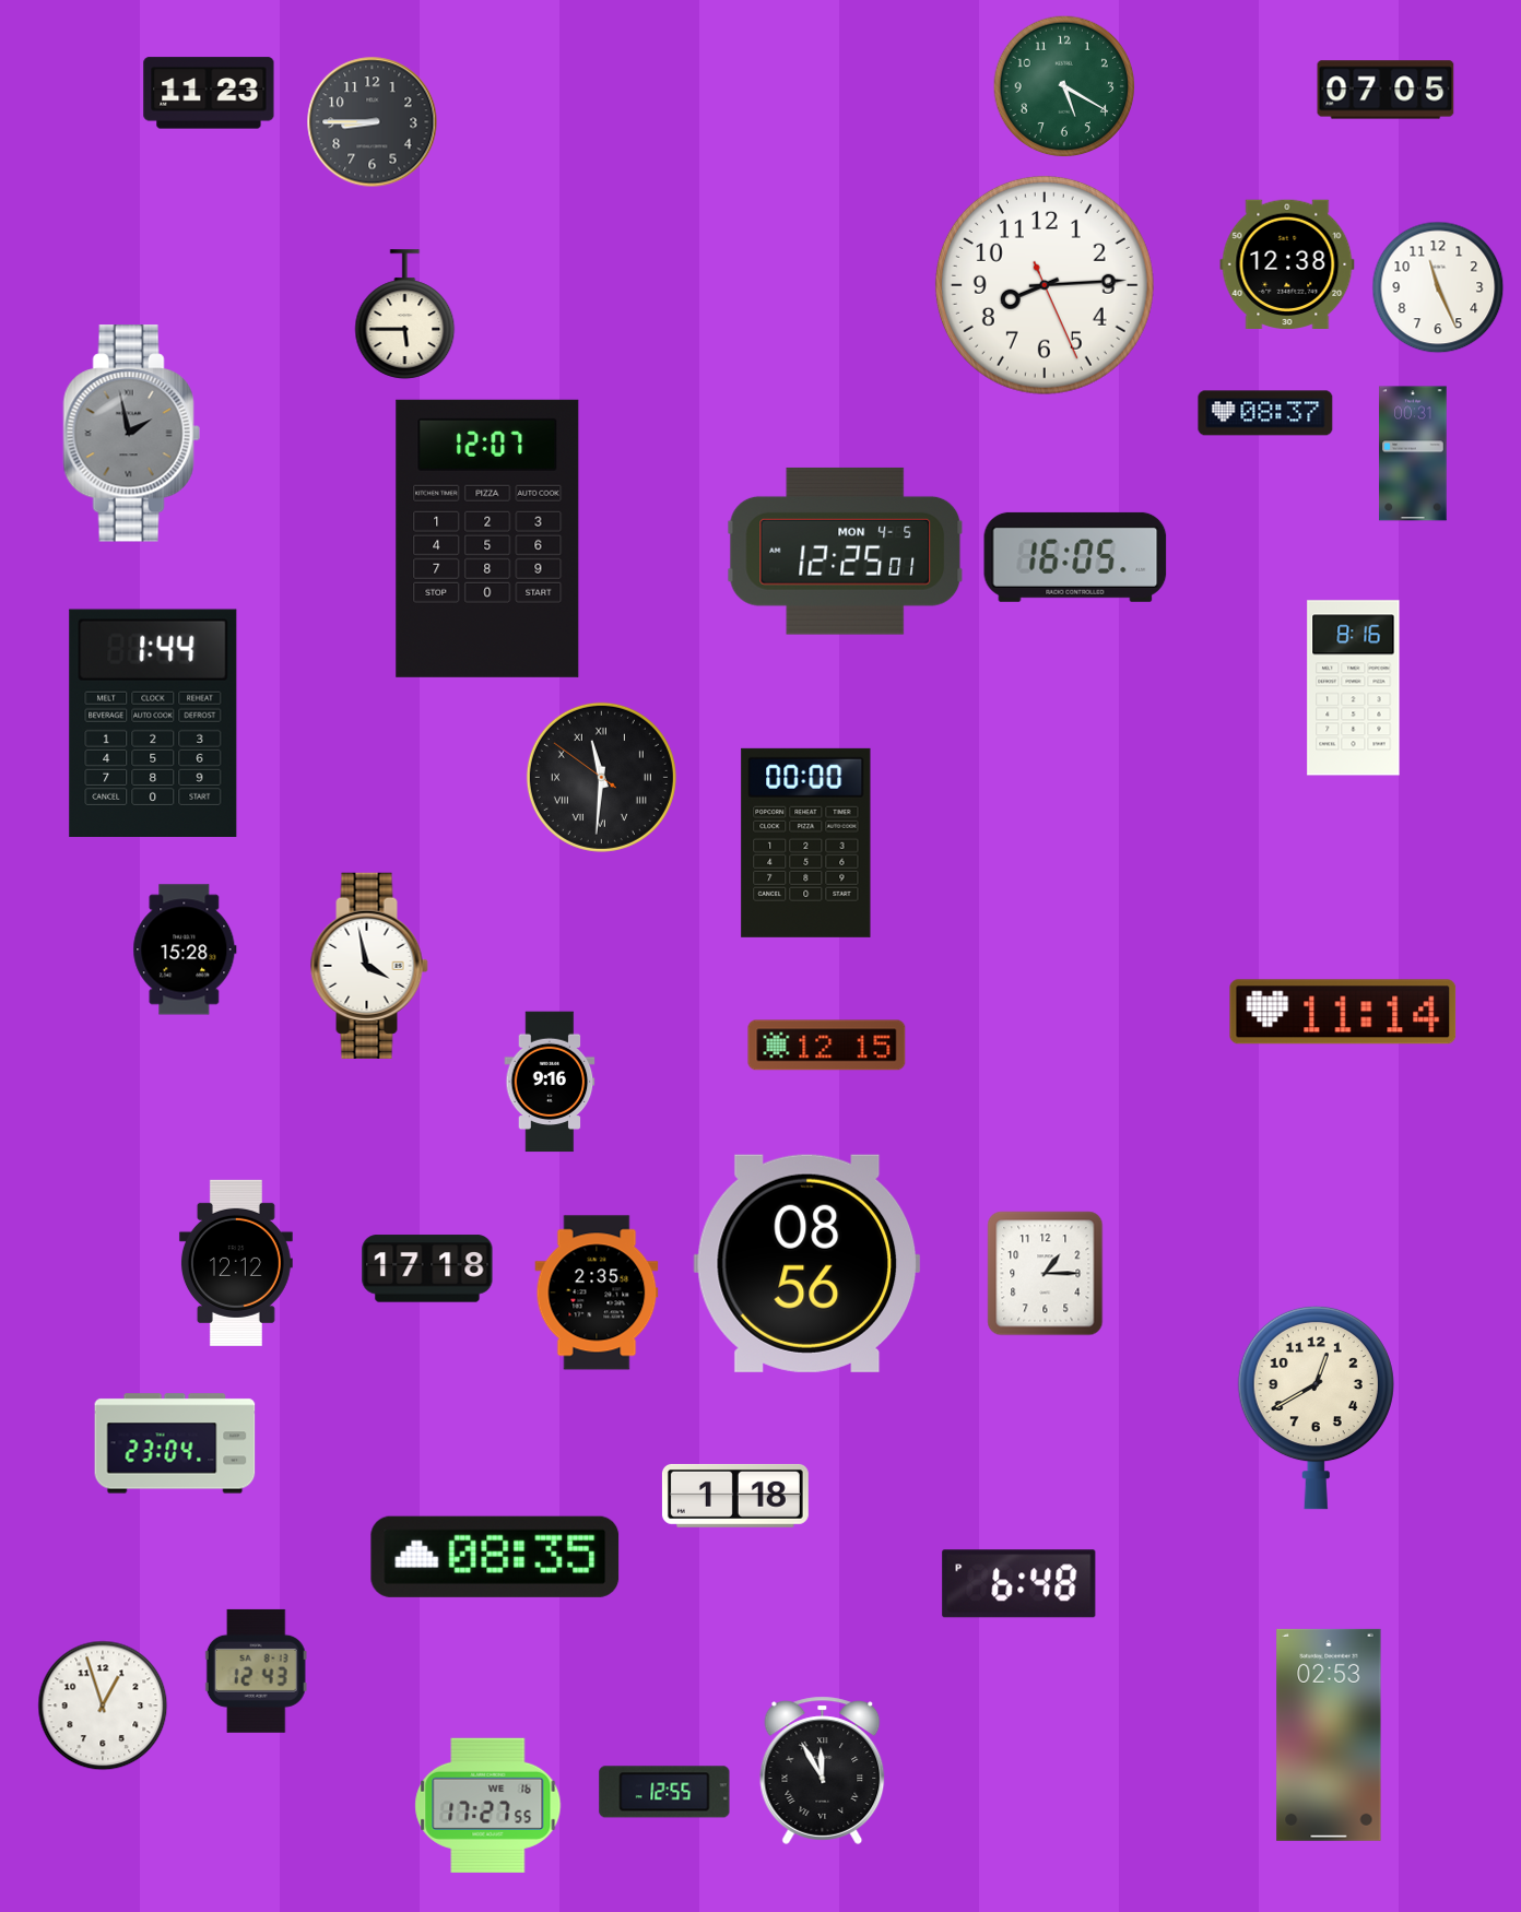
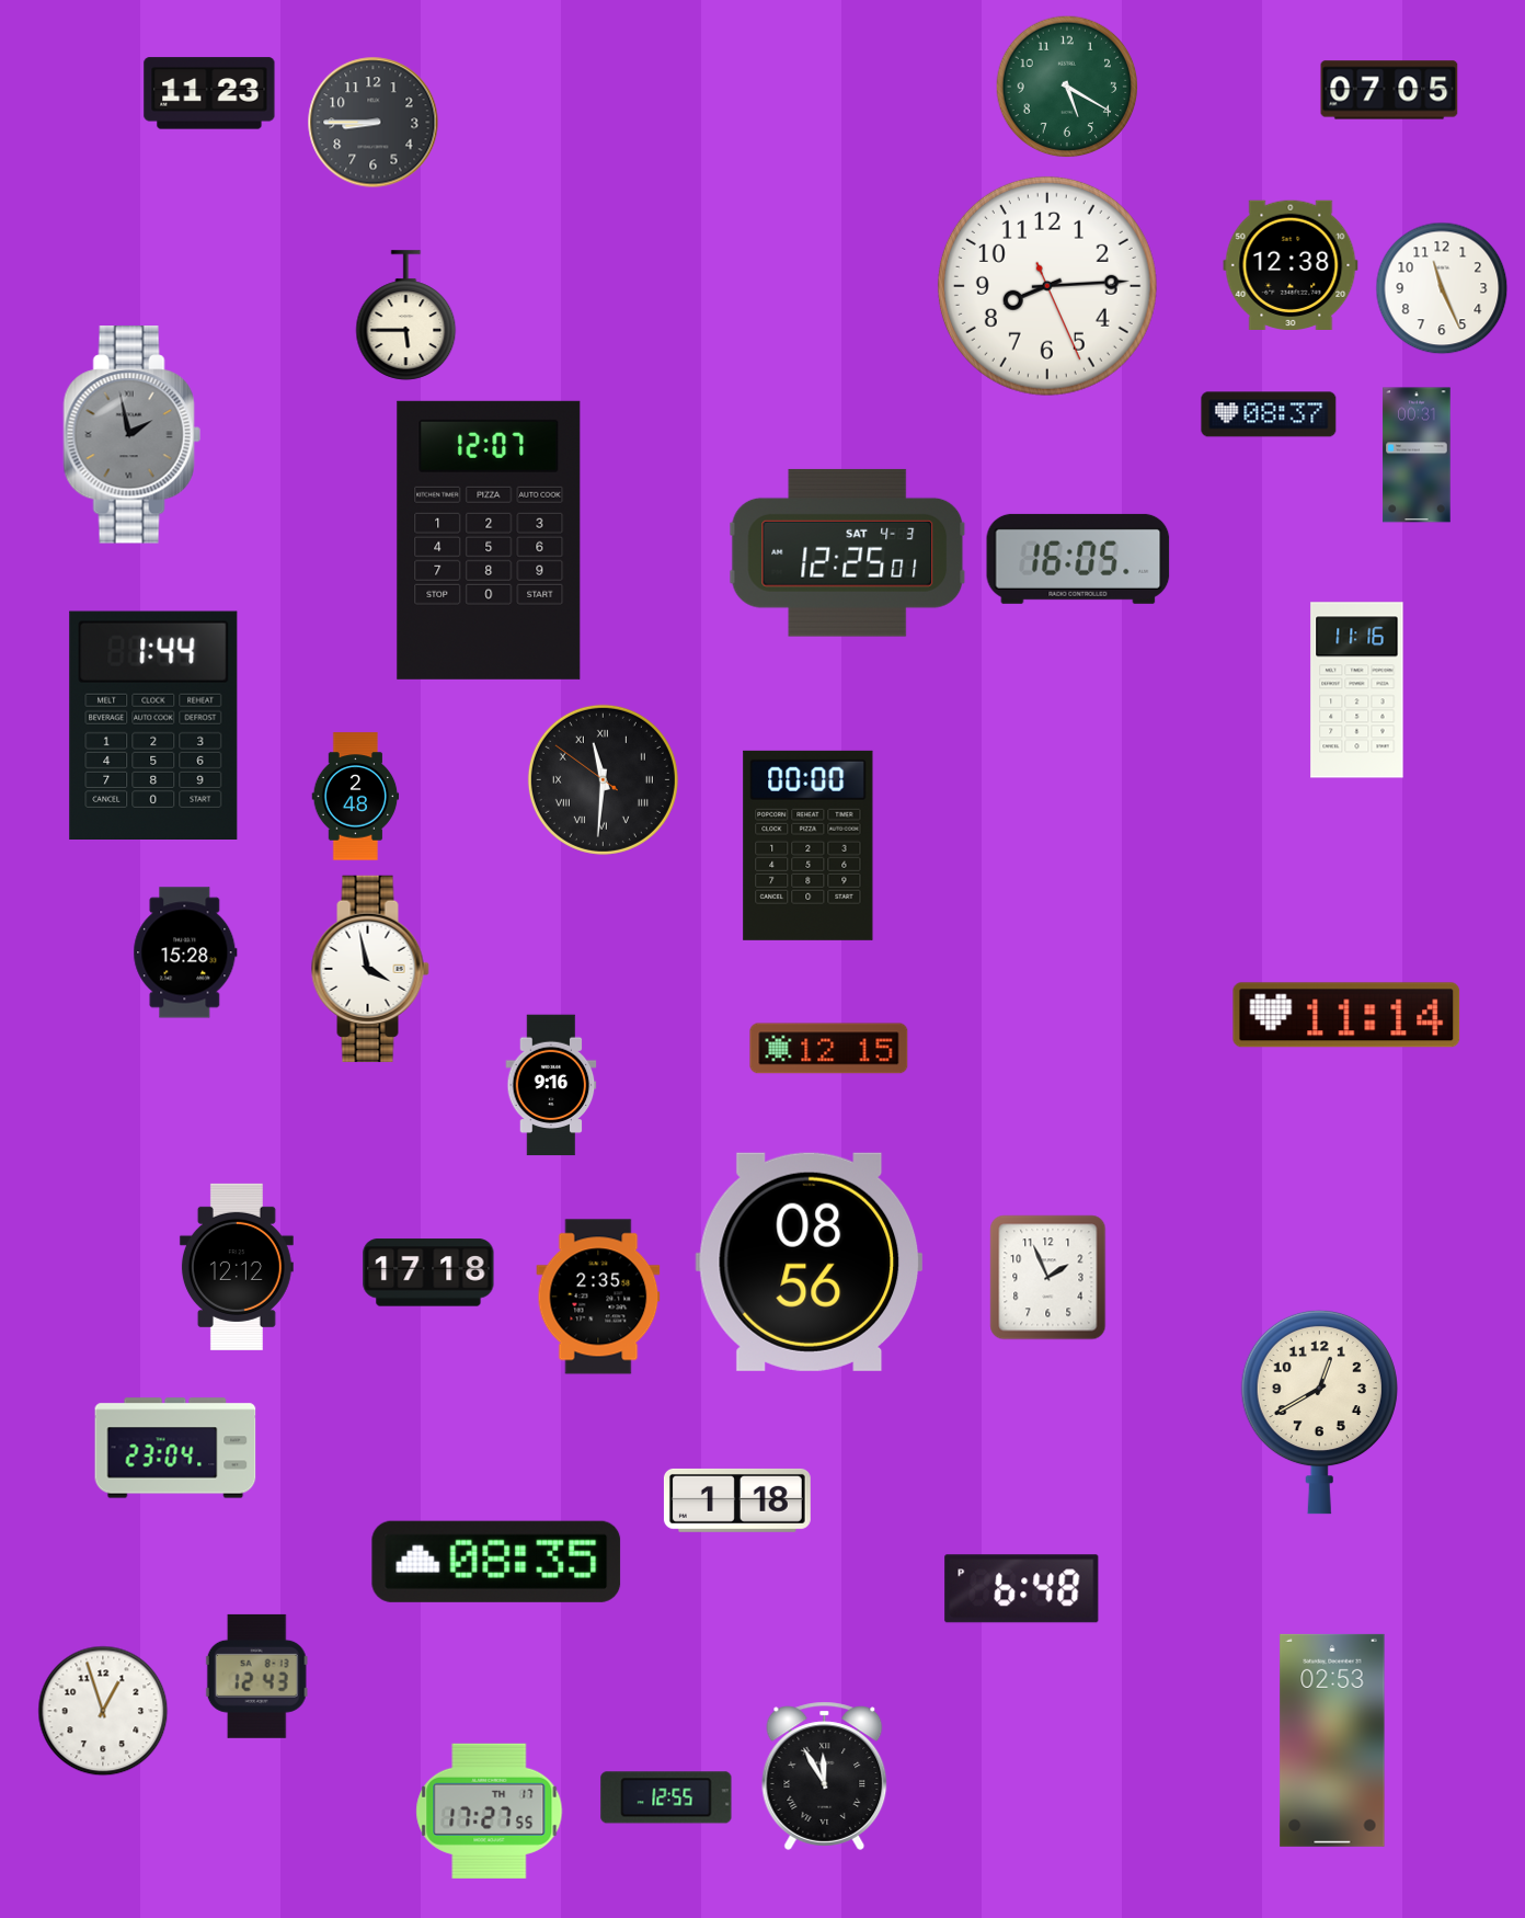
clock at (846, 551) date: MON 4-5 -> SAT 4-3
clock at (1354, 688): 8:16 -> 11:16
clock at (356, 797): none -> 2:48
clock at (806, 1263) position: (806, 1263) -> (809, 1261)
clock at (1046, 1274): 1:15 -> 1:56
clock at (488, 1805) date: WE 16 -> TH 17
